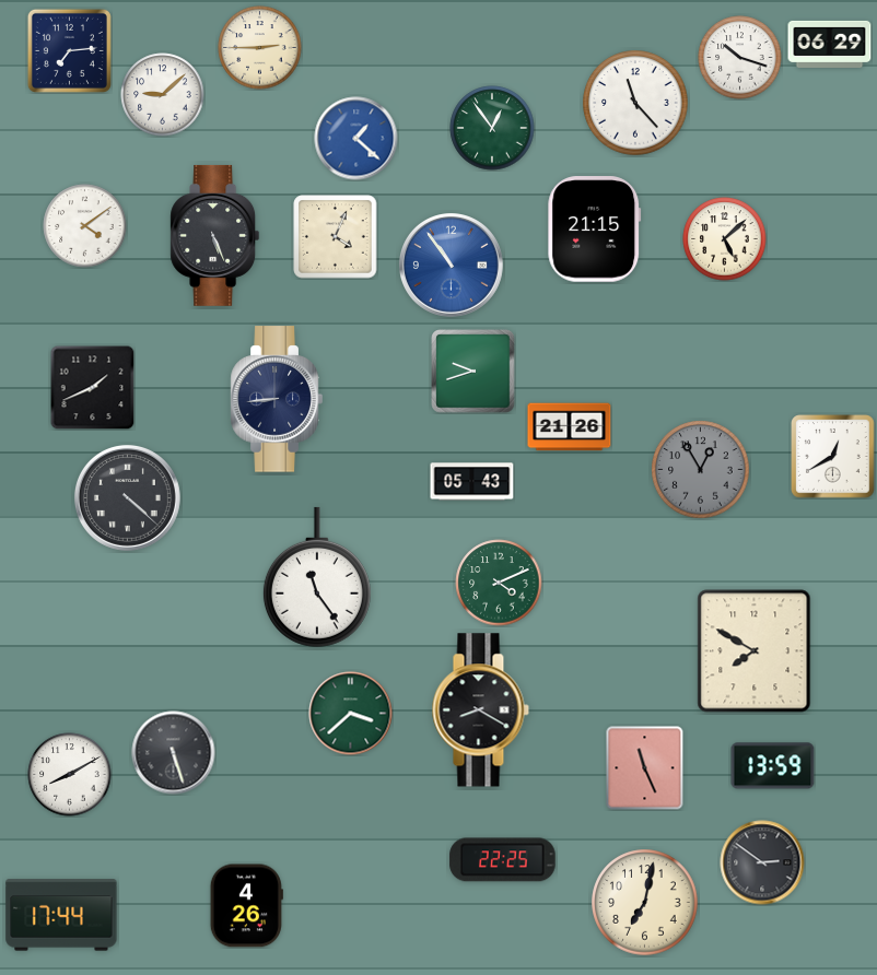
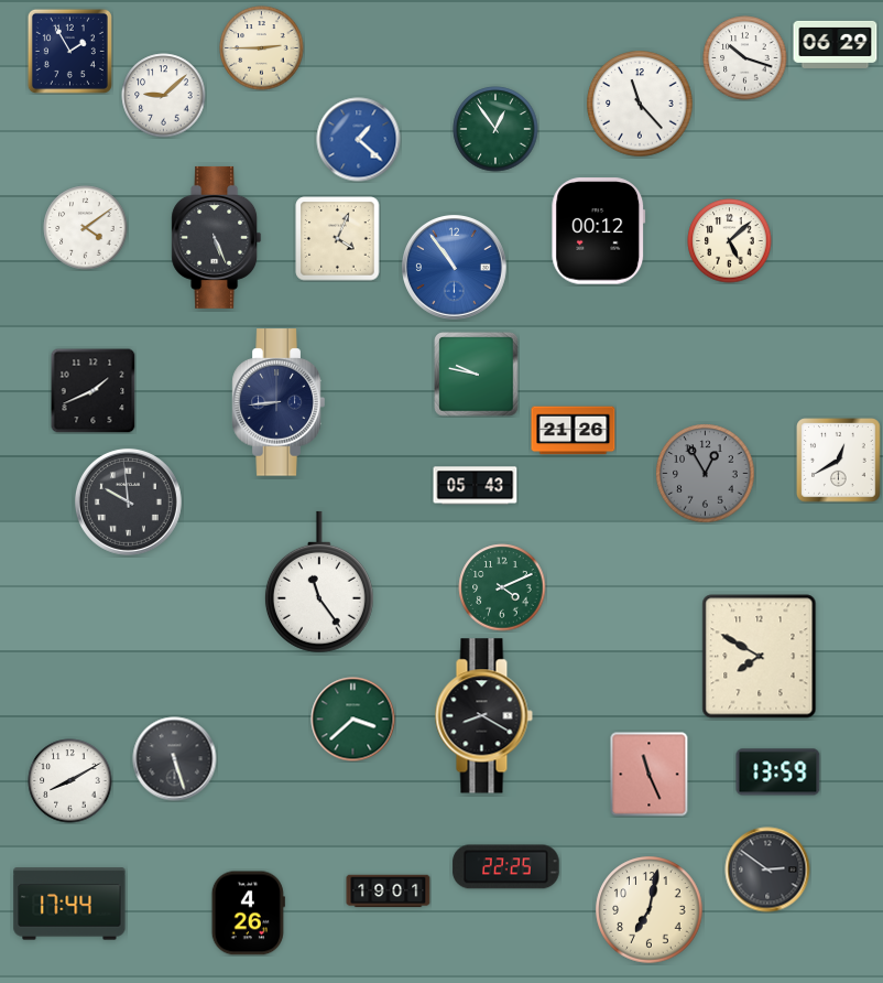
clock at (69, 50): 7:14 -> 1:55
clock at (595, 230): 21:15 -> 00:12
clock at (473, 372): 9:42 -> 9:47
clock at (127, 497): 4:22 -> 9:59
clock at (389, 892): none -> 19:01
clock at (61, 915) position: (61, 915) -> (69, 904)
